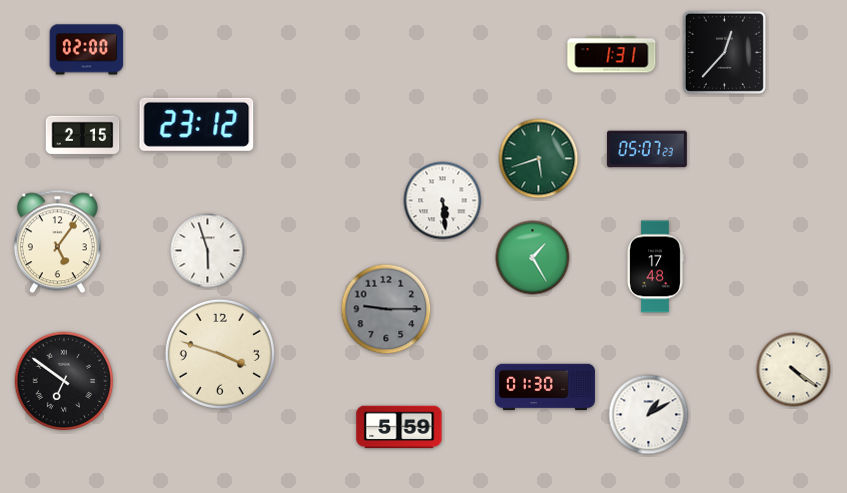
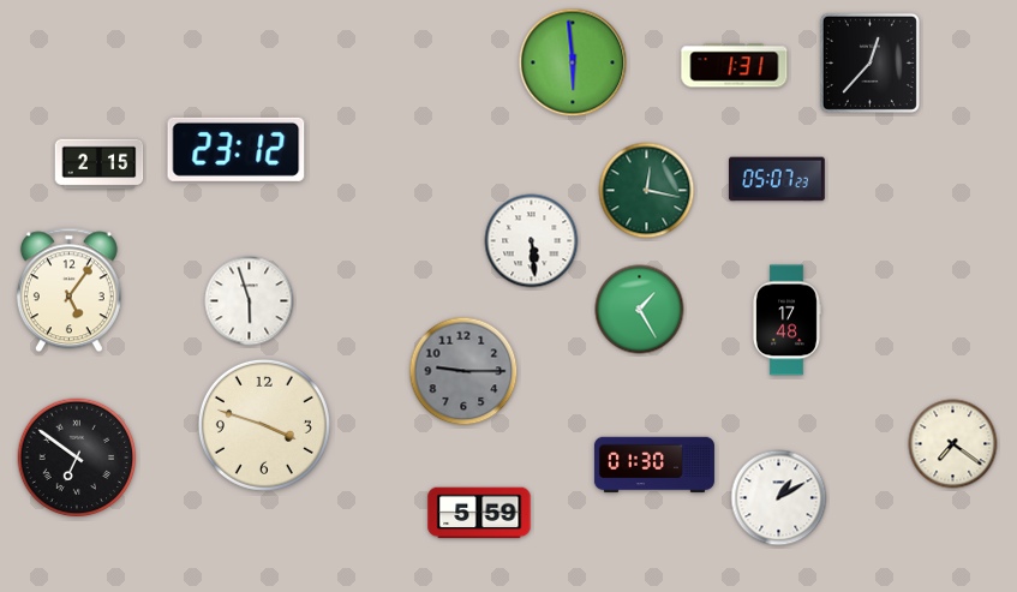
clock at (87, 50): 02:00 -> none
clock at (573, 62): none -> 5:59
clock at (539, 159): 5:42 -> 12:17
clock at (794, 370): 4:21 -> 7:21
